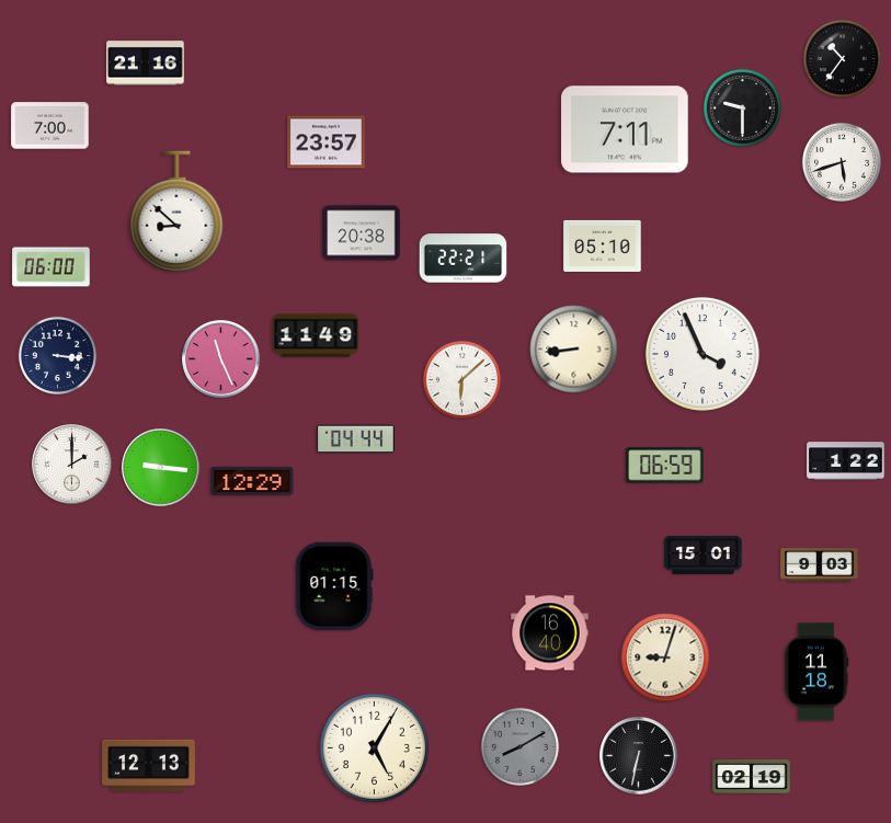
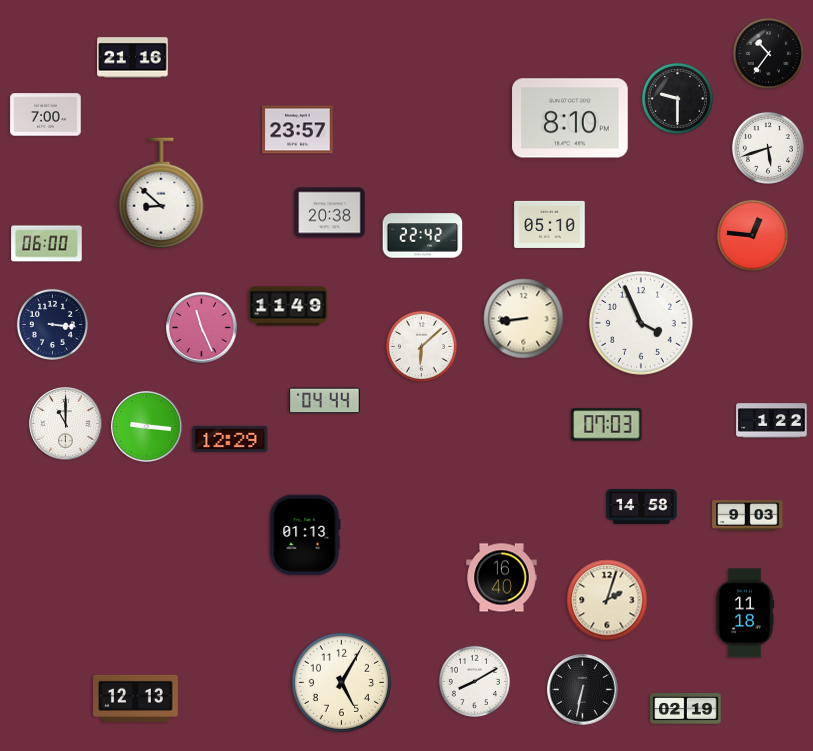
clock at (625, 129): 7:11 -> 8:10
clock at (752, 235): none -> 12:46
clock at (464, 259): 22:21 -> 22:42
clock at (72, 465): 2:00 -> 11:00
clock at (665, 466): 06:59 -> 07:03
clock at (704, 556): 15:01 -> 14:58
clock at (334, 586): 01:15 -> 01:13
clock at (665, 658): 9:03 -> 2:03
clock at (519, 746) dial: grey -> white
